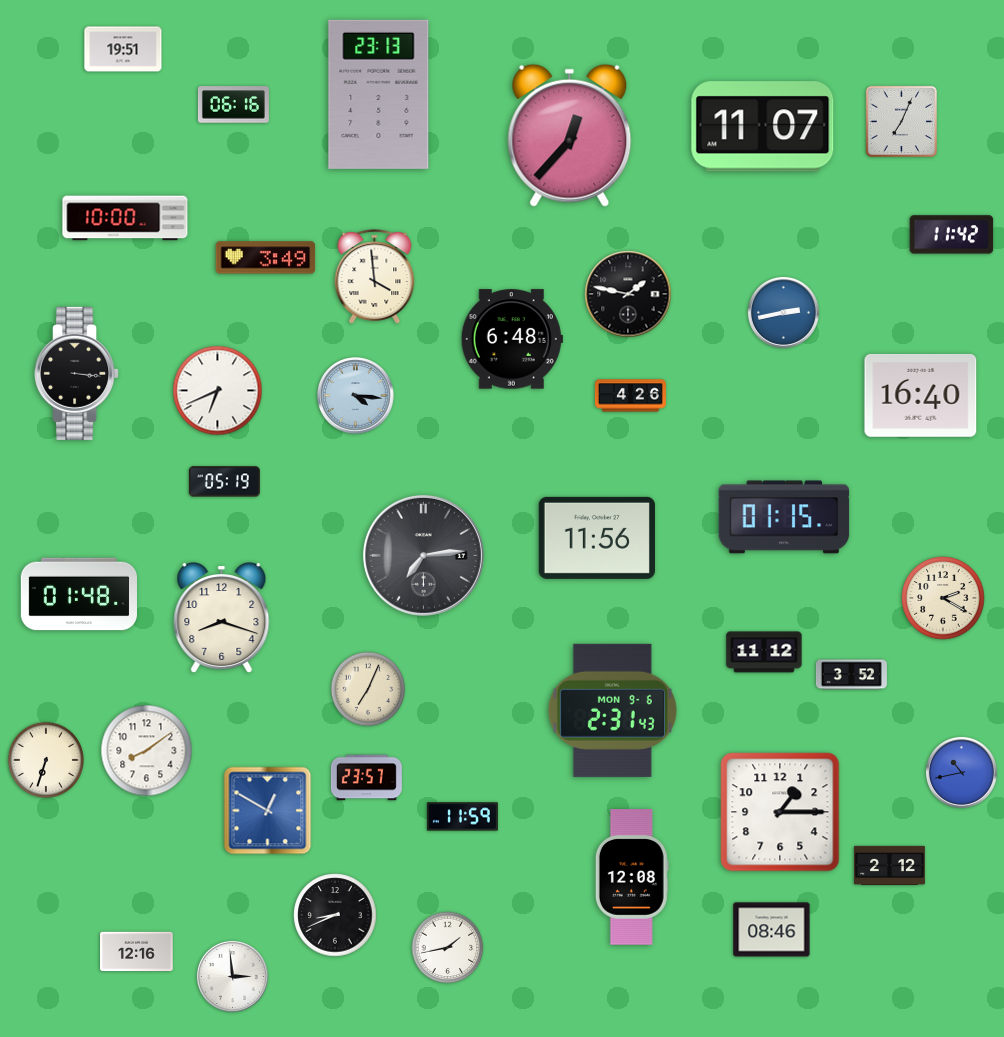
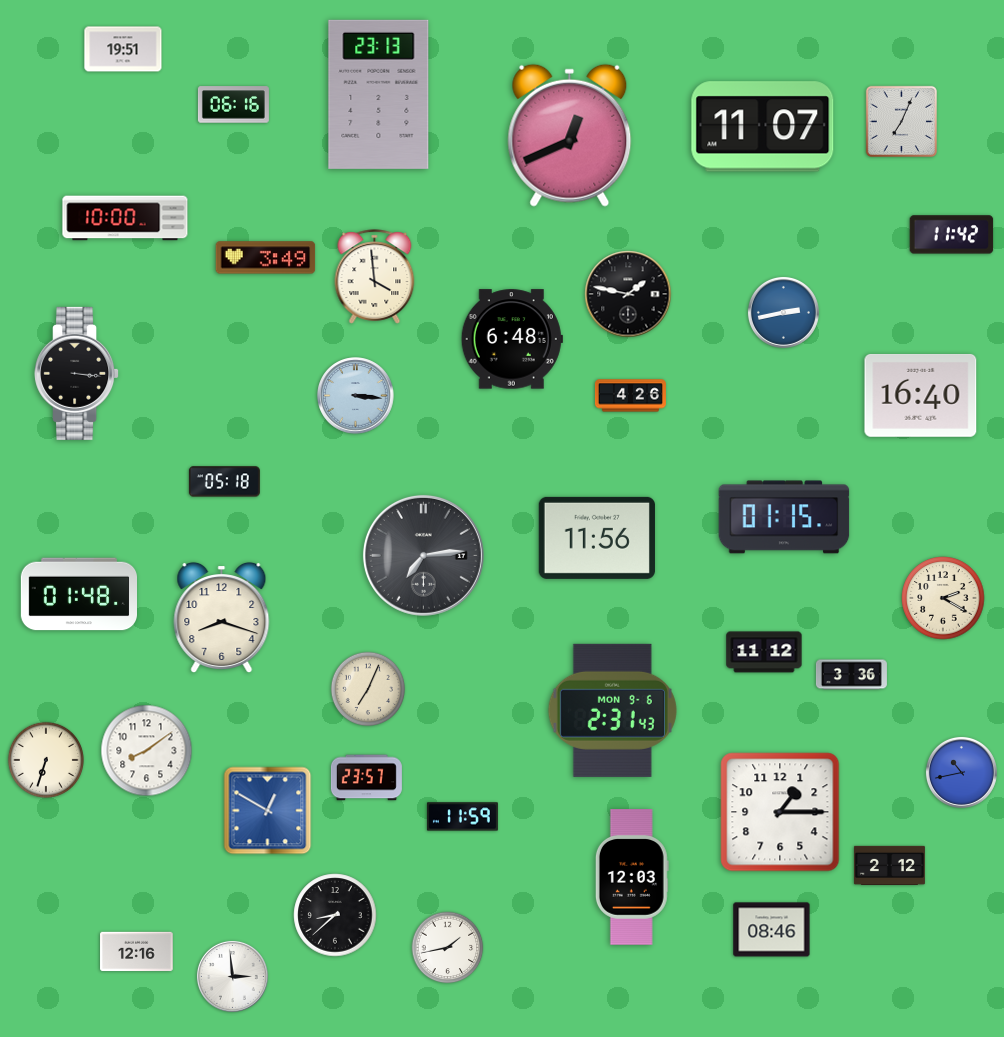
clock at (570, 135): 12:37 -> 12:41
clock at (218, 391): 6:41 -> none
clock at (356, 396): 4:16 -> 3:16
clock at (224, 482): 05:19 -> 05:18
clock at (851, 675): 3:52 -> 3:36
clock at (632, 877): 12:08 -> 12:03
clock at (335, 915): 8:41 -> 8:38
